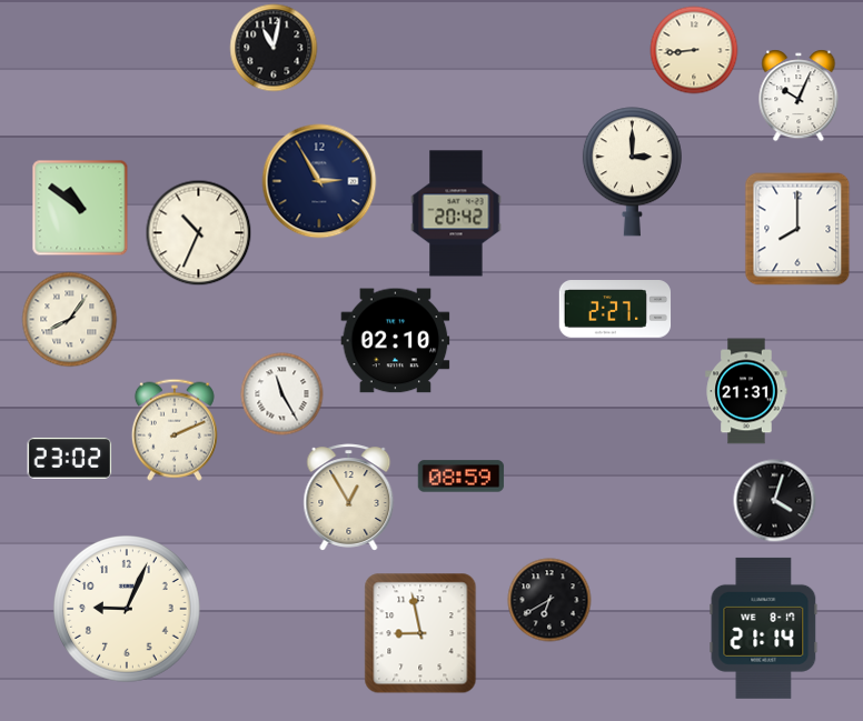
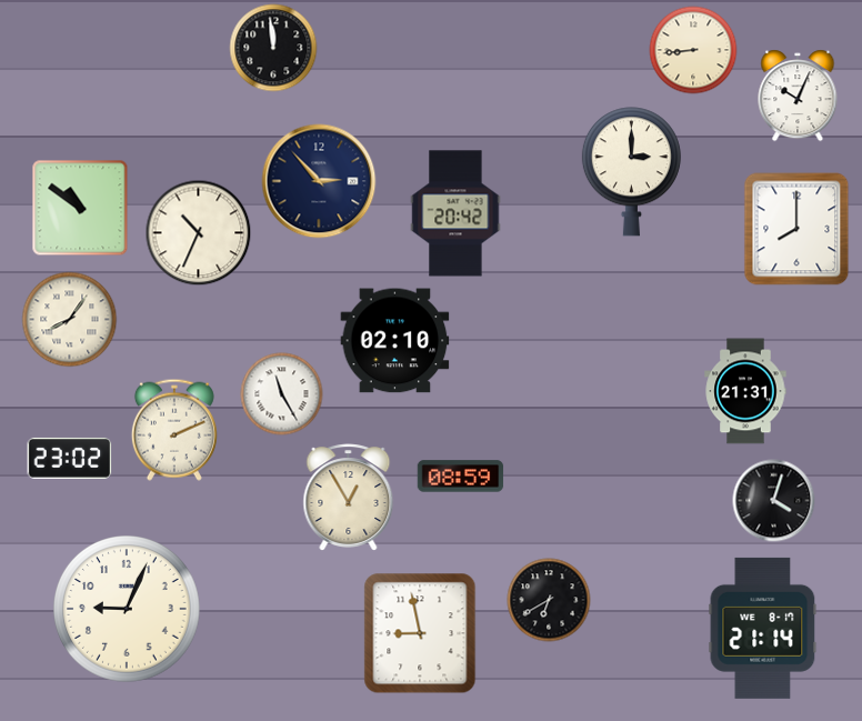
clock at (274, 48): 11:02 -> 11:59
clock at (319, 181): 2:55 -> 2:53
clock at (615, 309): 2:27 -> none
